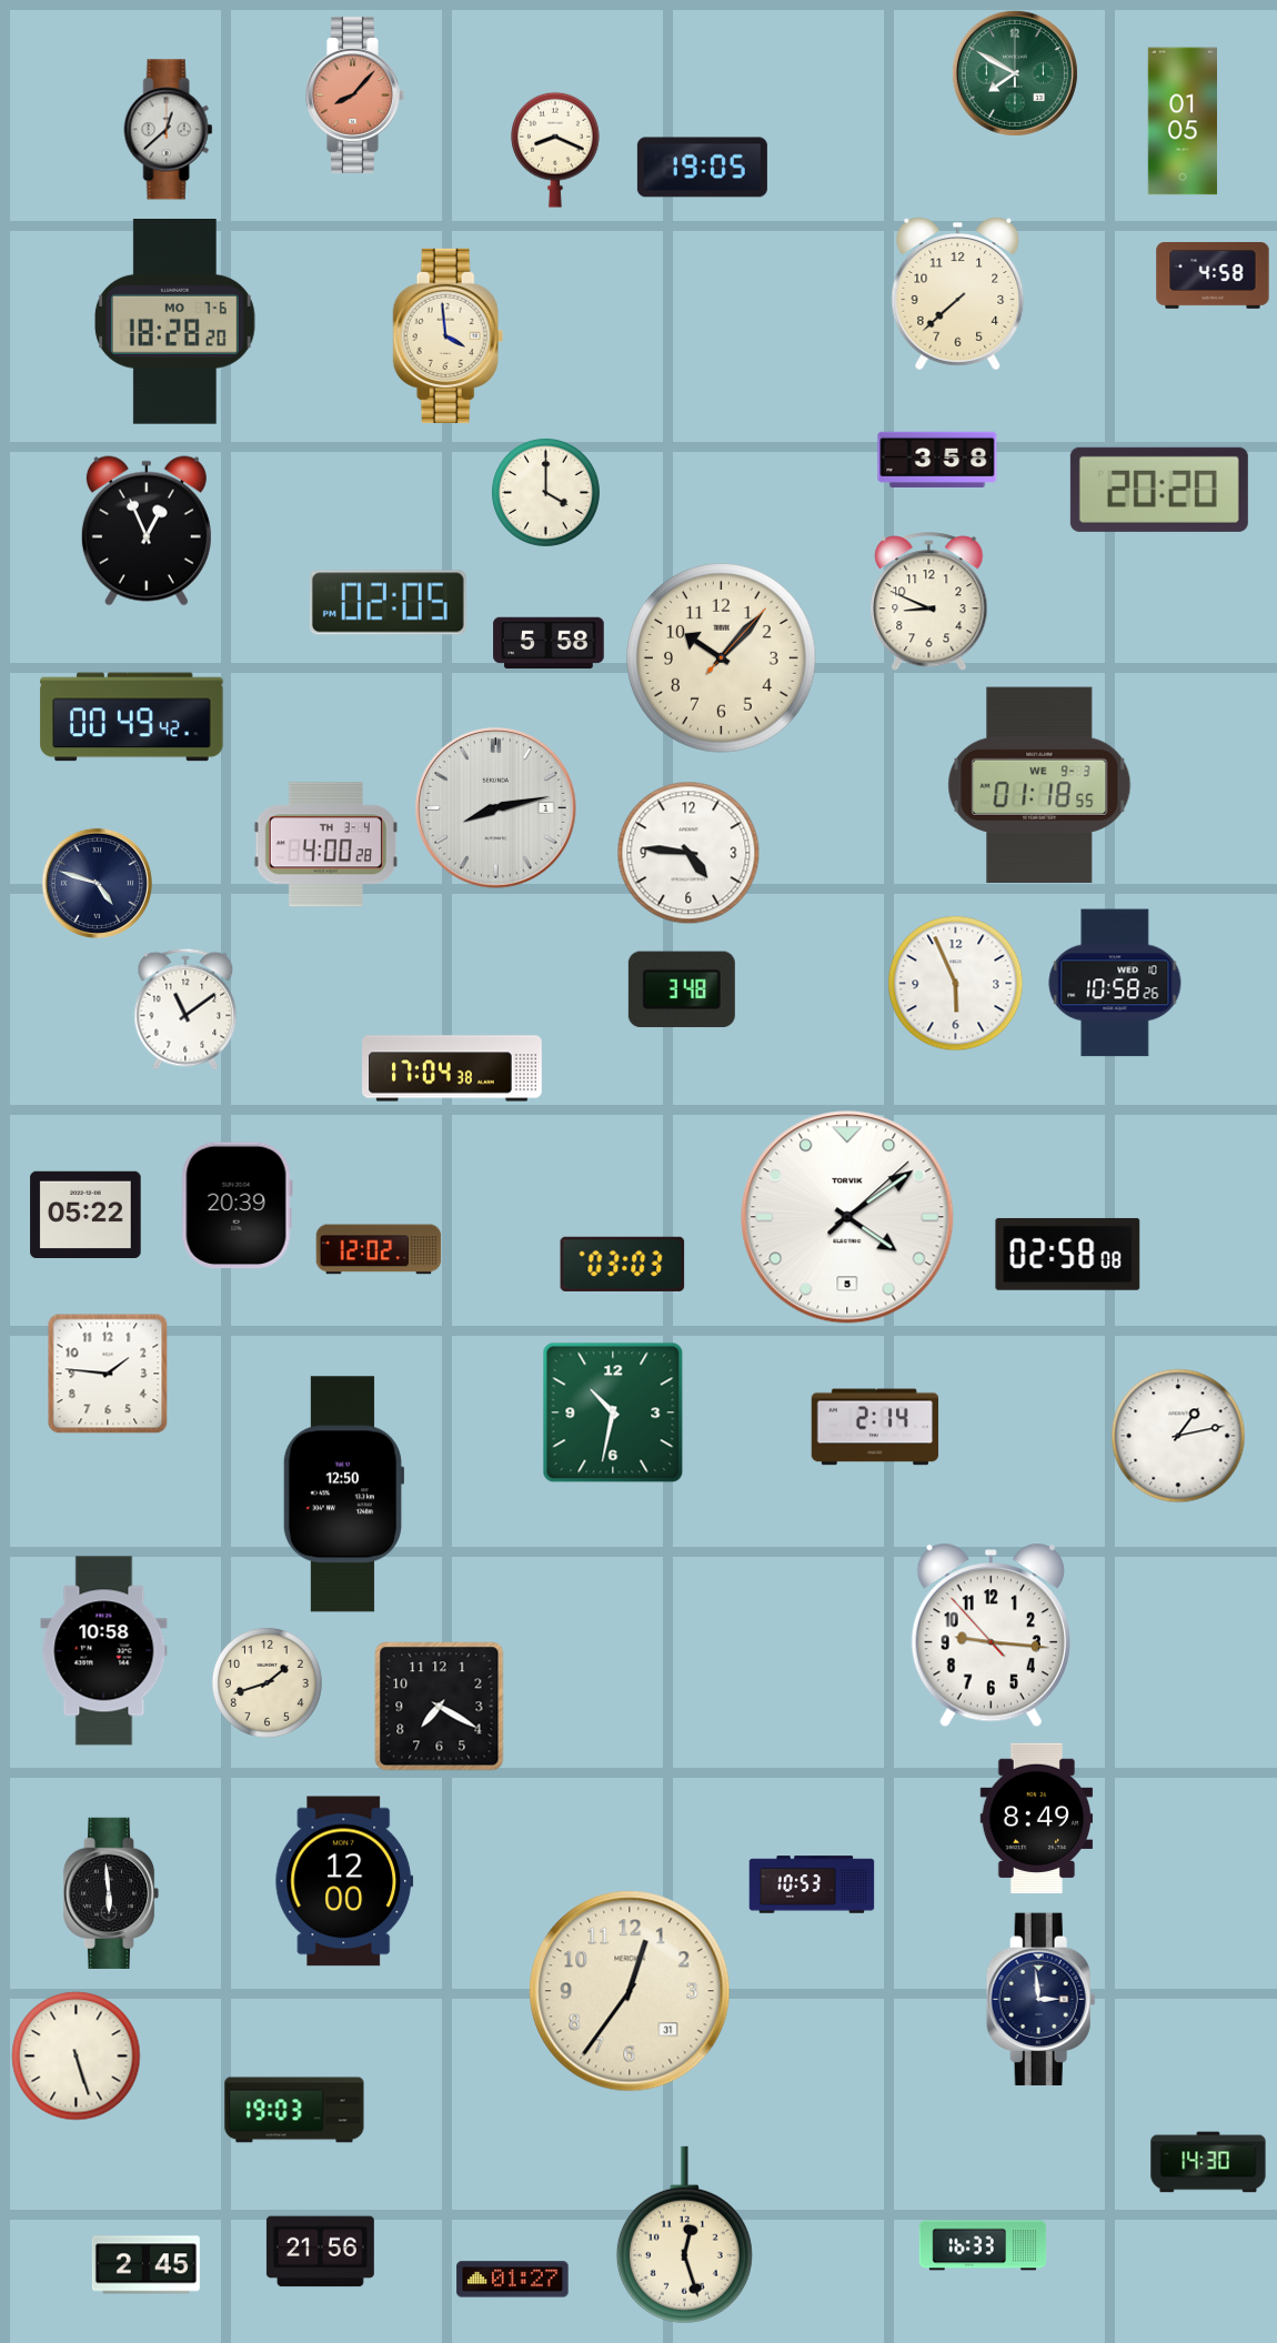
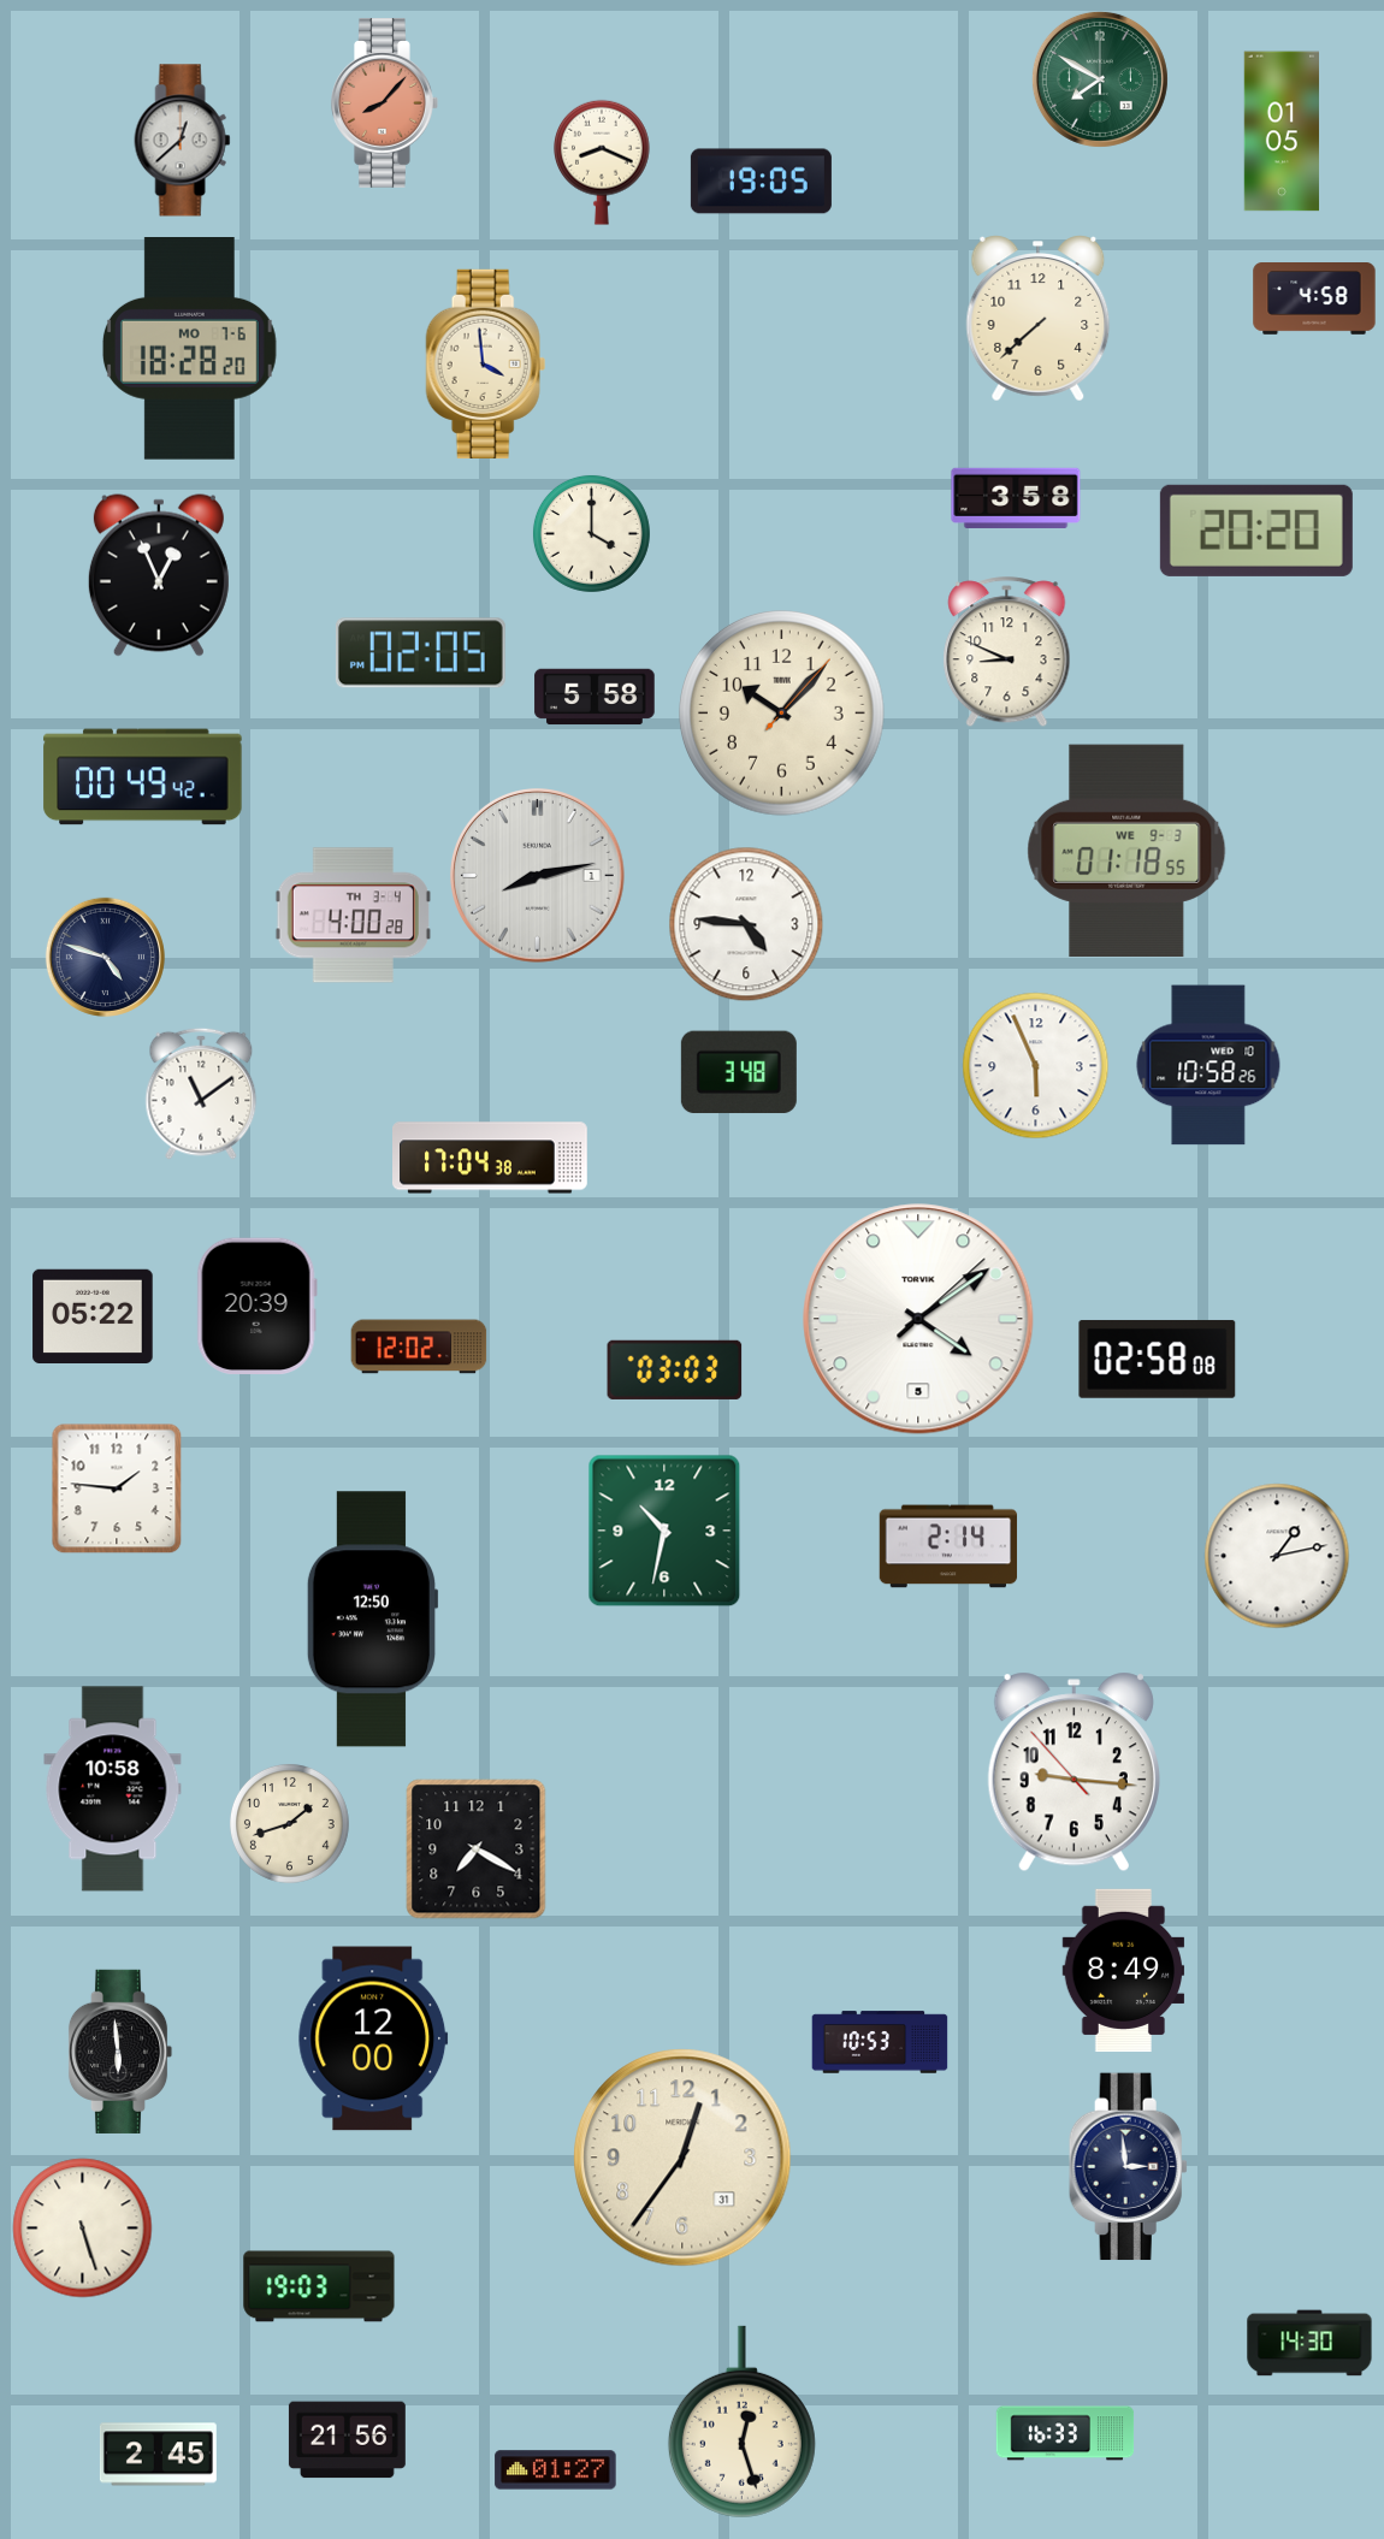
clock at (379, 1249) position: (379, 1249) -> (419, 1347)
